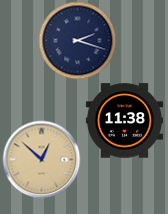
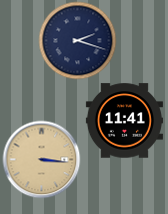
clock at (124, 121): 11:38 -> 11:41
clock at (41, 159): 12:52 -> 3:16
